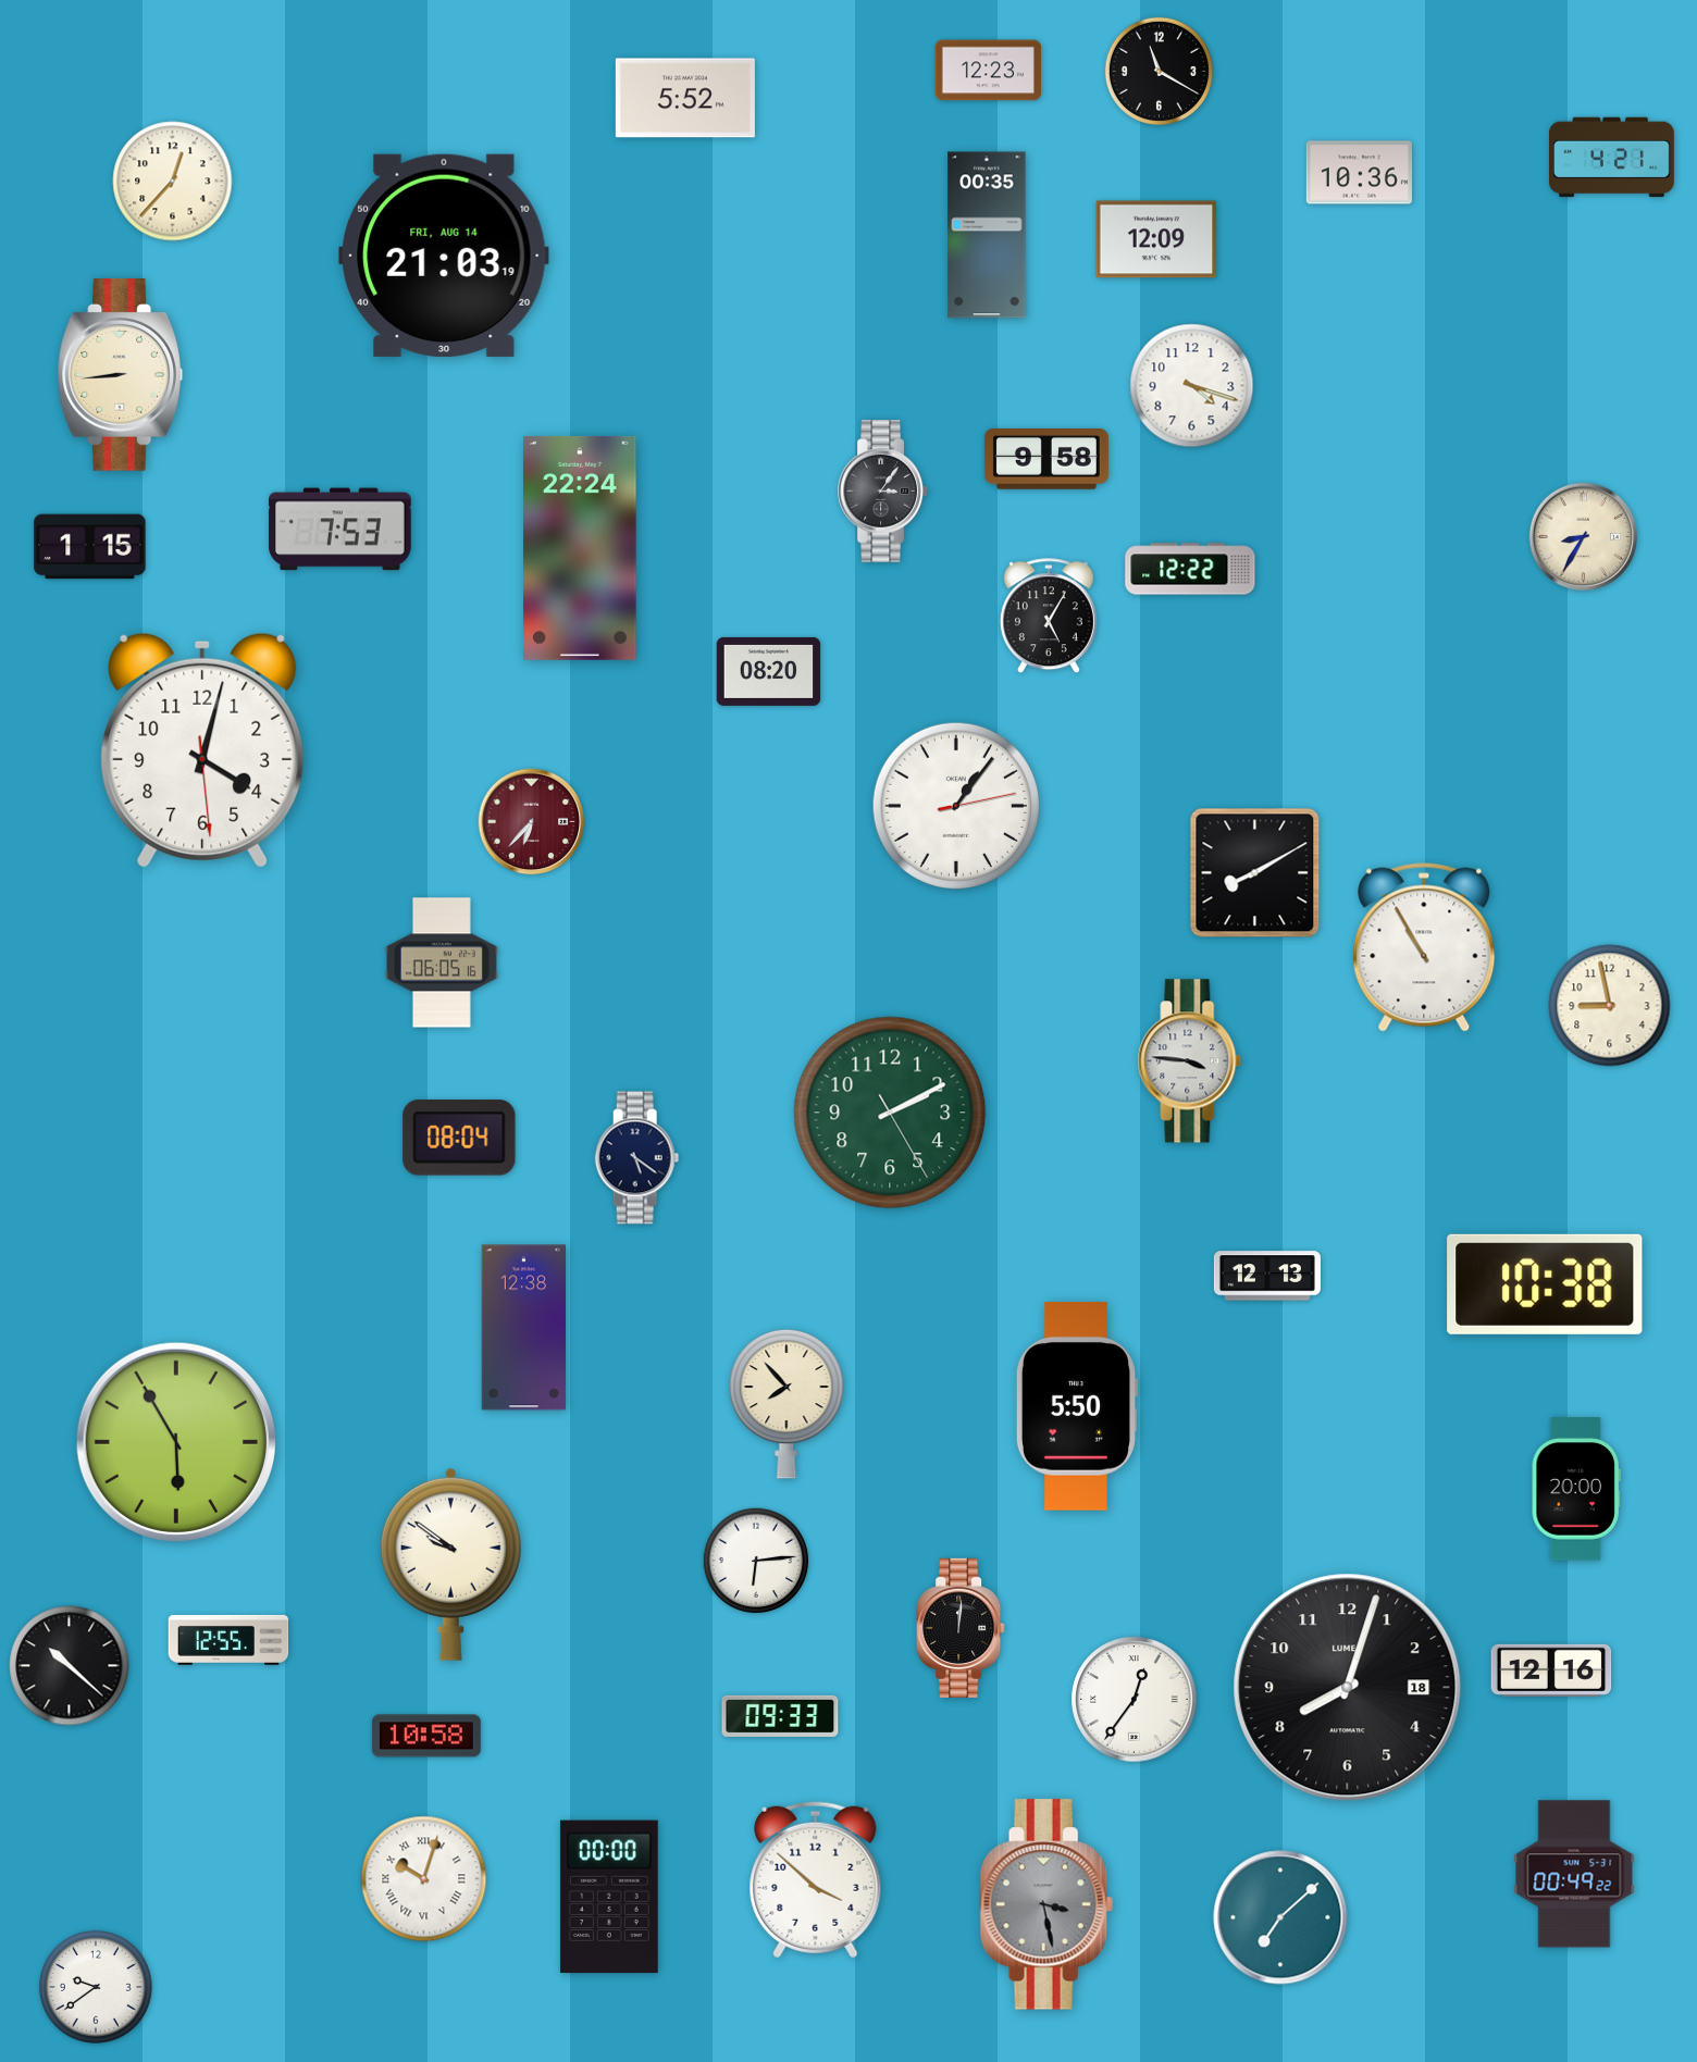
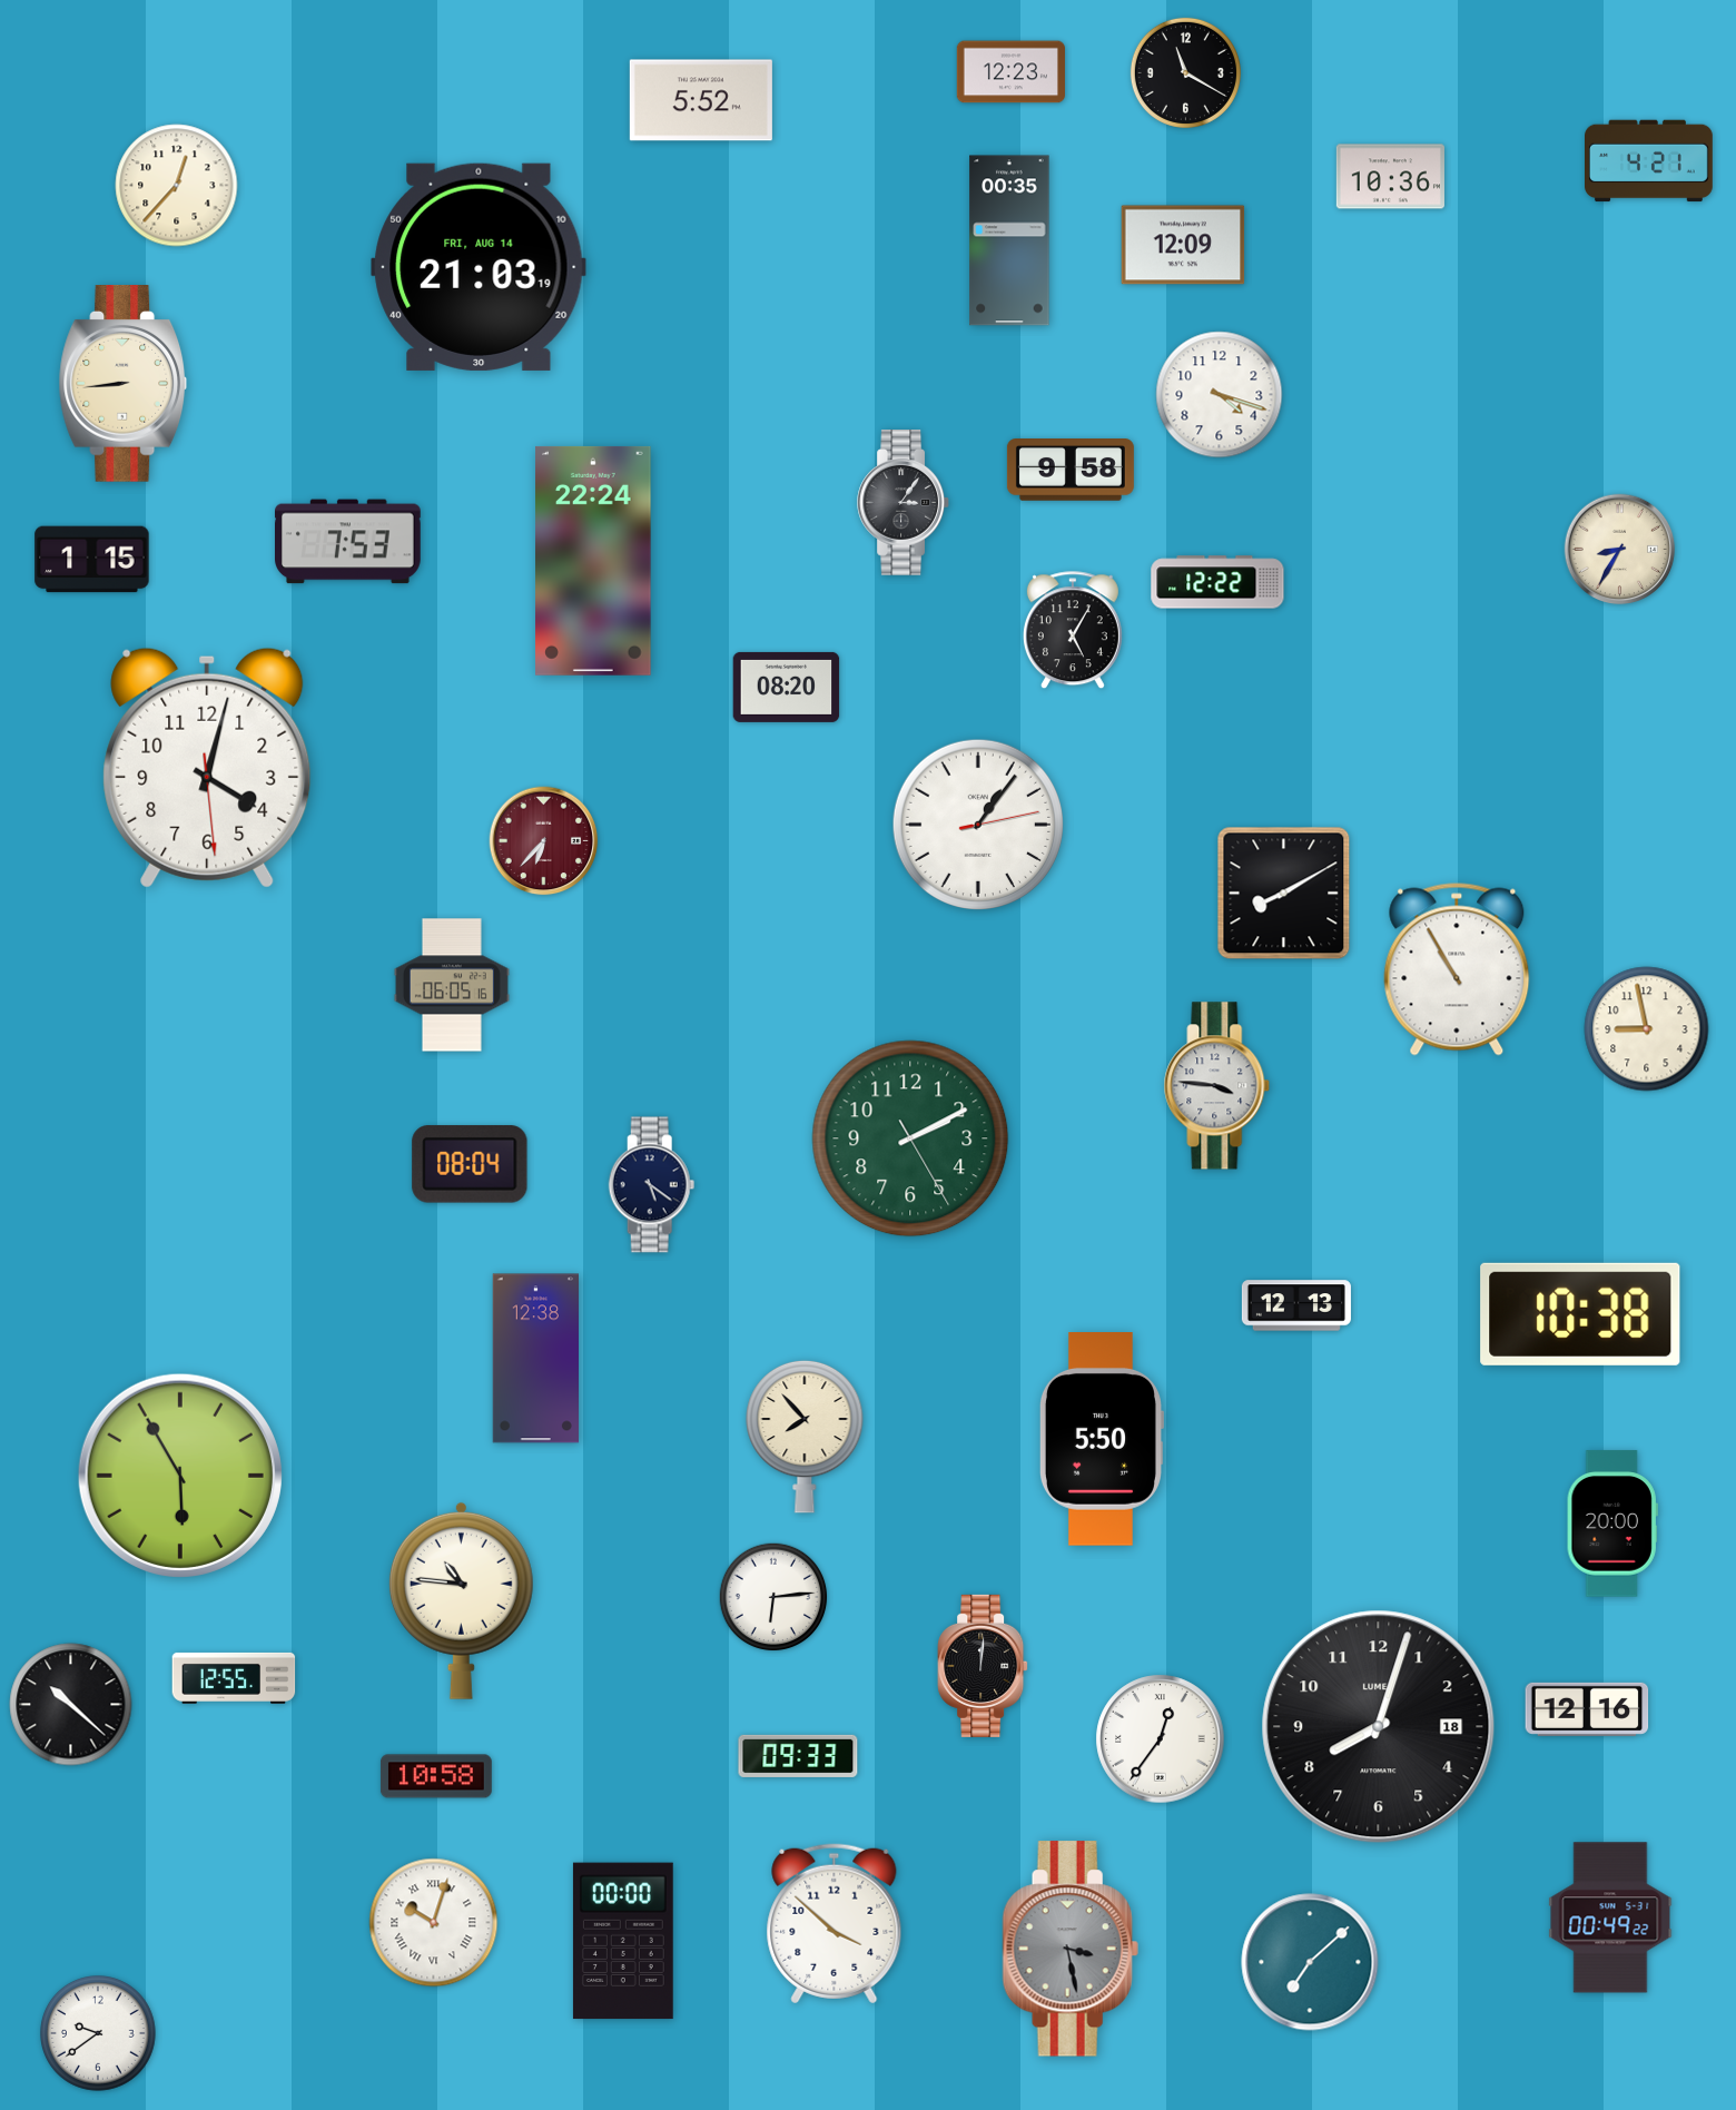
clock at (444, 256) position: (444, 256) -> (479, 267)
clock at (450, 1564): 9:51 -> 10:46
